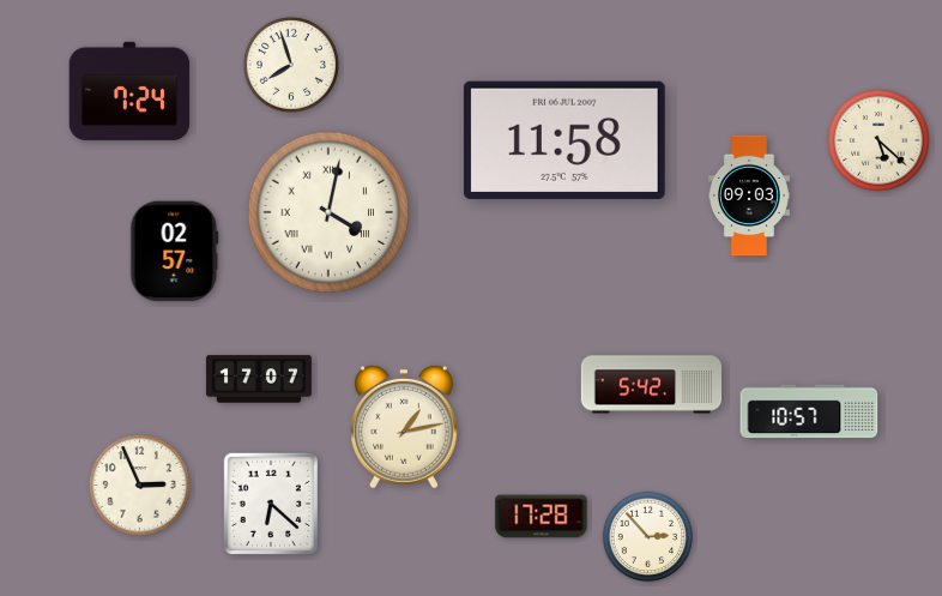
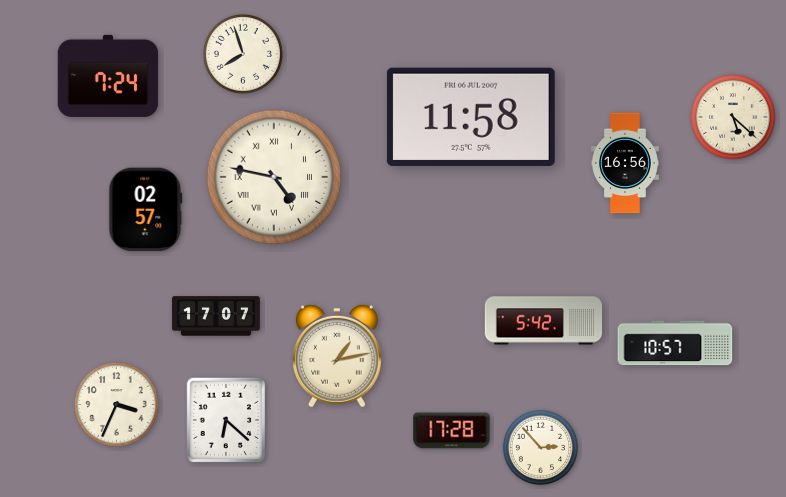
clock at (749, 195): 09:03 -> 16:56
clock at (328, 212): 4:02 -> 4:47
clock at (140, 486): 2:56 -> 3:34
